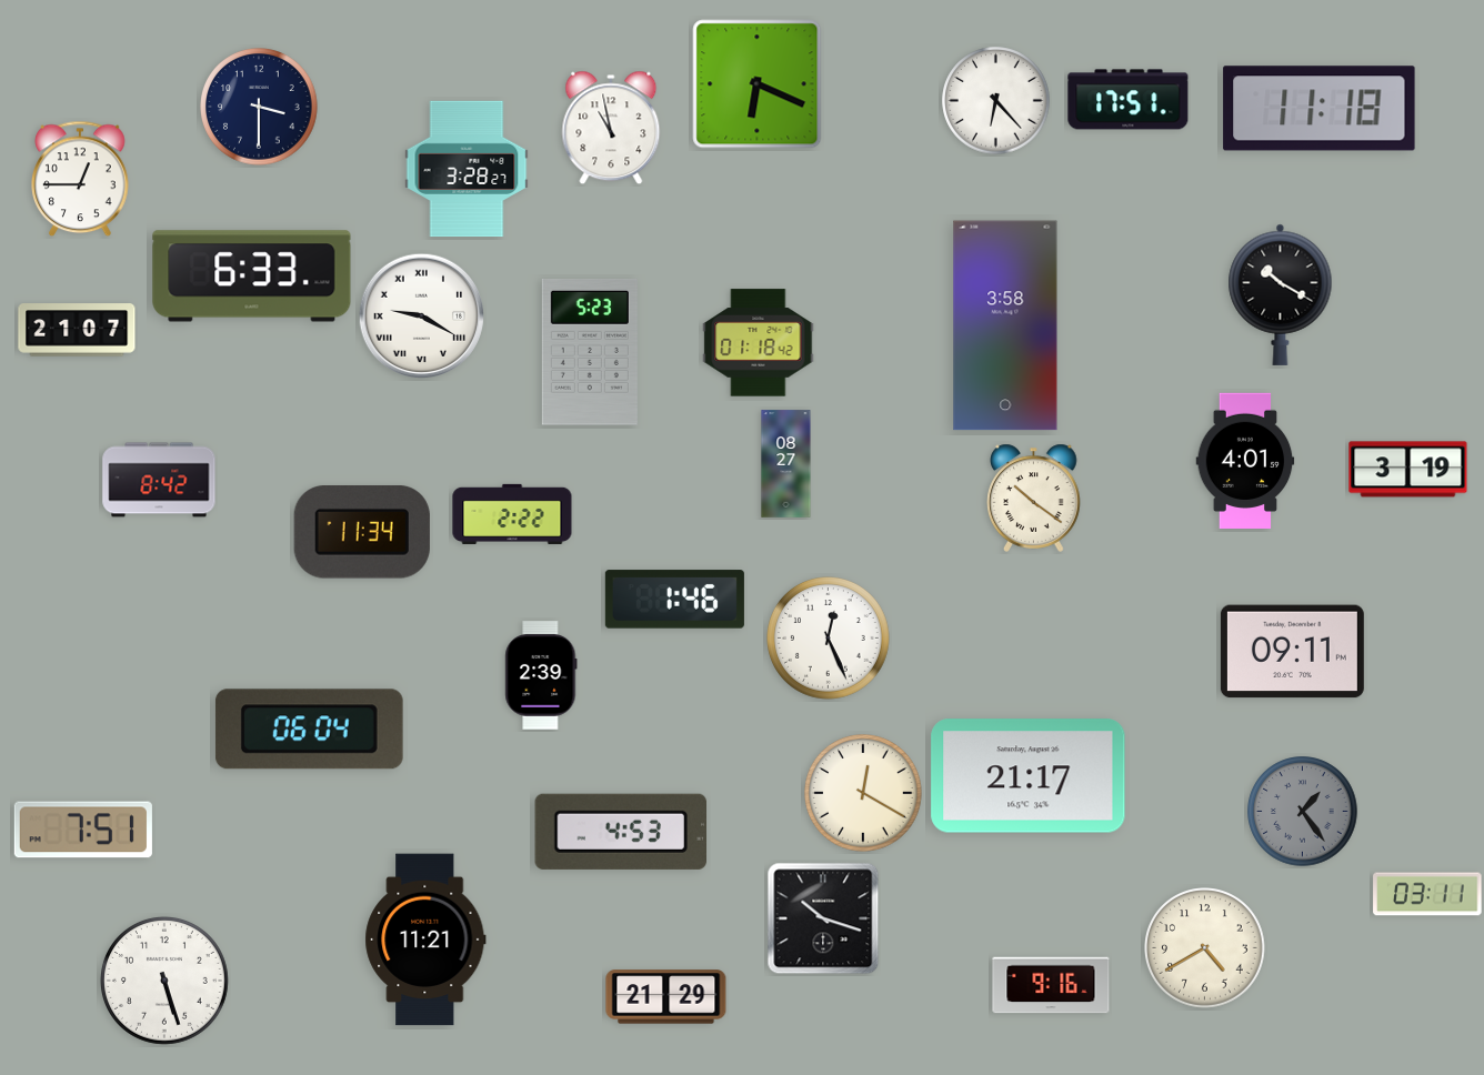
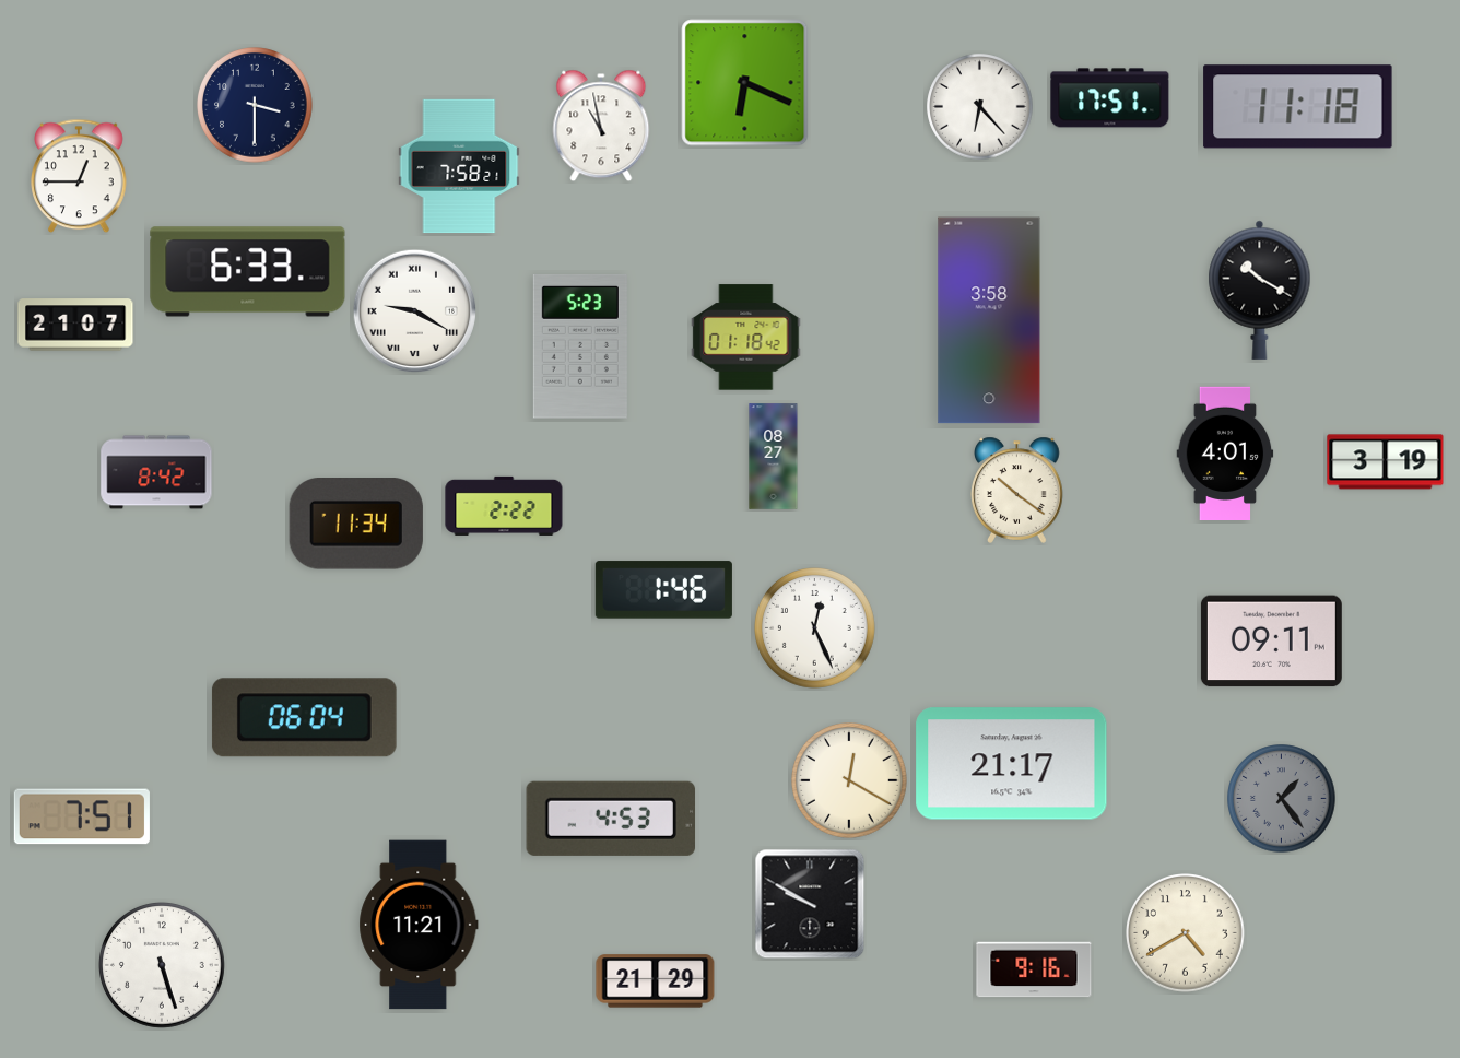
clock at (996, 101) position: (996, 101) -> (980, 107)
clock at (467, 169): 3:28 -> 7:58
clock at (541, 675): 2:39 -> none
clock at (1427, 894): 03:11 -> none
clock at (823, 918): 10:18 -> 9:50
